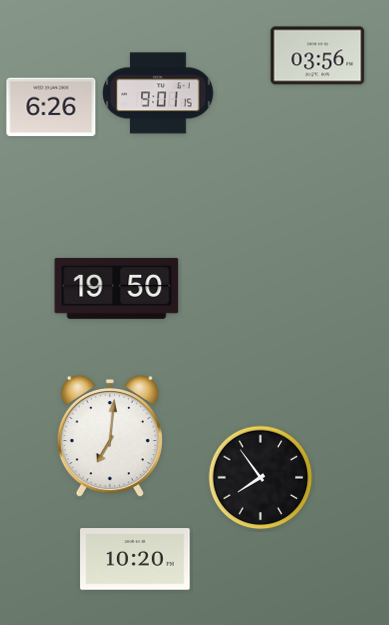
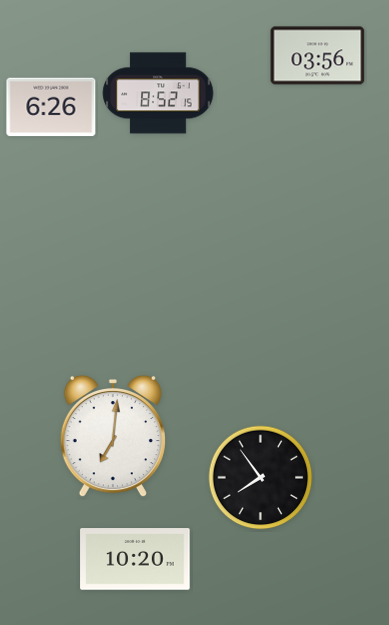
clock at (158, 93): 9:01 -> 8:52
clock at (117, 288): 19:50 -> none
clock at (110, 436) position: (110, 436) -> (113, 436)
